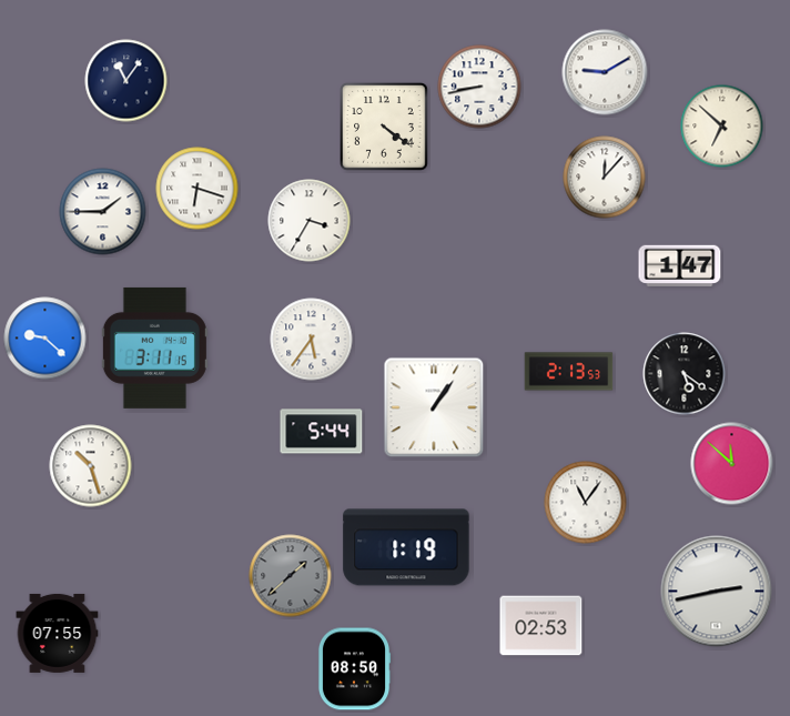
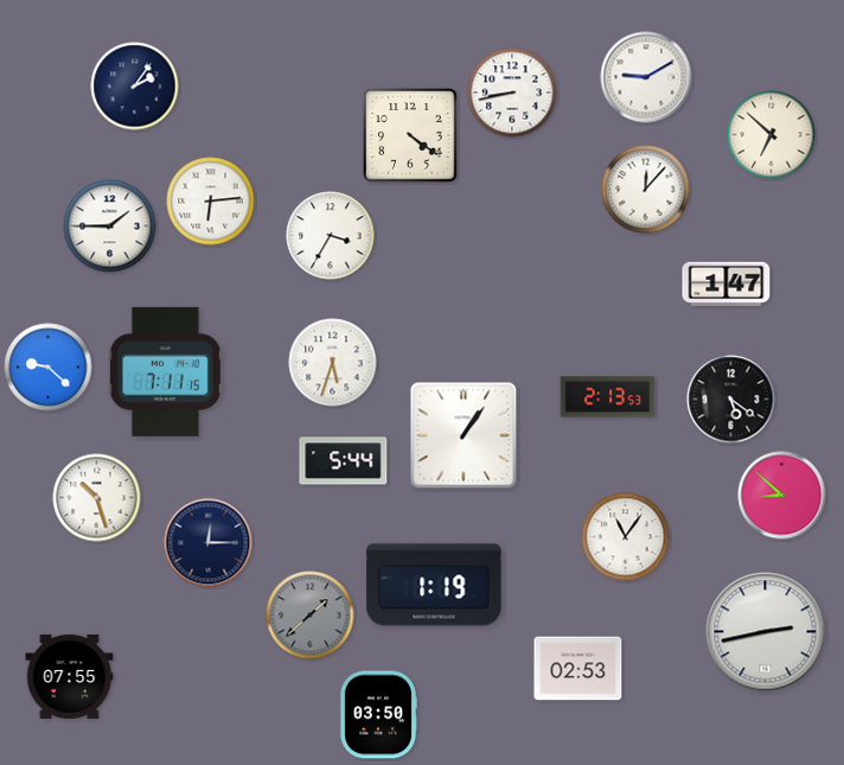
clock at (126, 81): 11:06 -> 2:06
clock at (197, 189): 6:18 -> 6:14
clock at (45, 339) position: (45, 339) -> (49, 368)
clock at (312, 340): 5:36 -> 5:33
clock at (154, 347): 3:11 -> 7:11
clock at (732, 464): 11:52 -> 8:52
clock at (209, 543): none -> 12:15
clock at (58, 633) position: (58, 633) -> (70, 676)
clock at (354, 669): 08:50 -> 03:50
